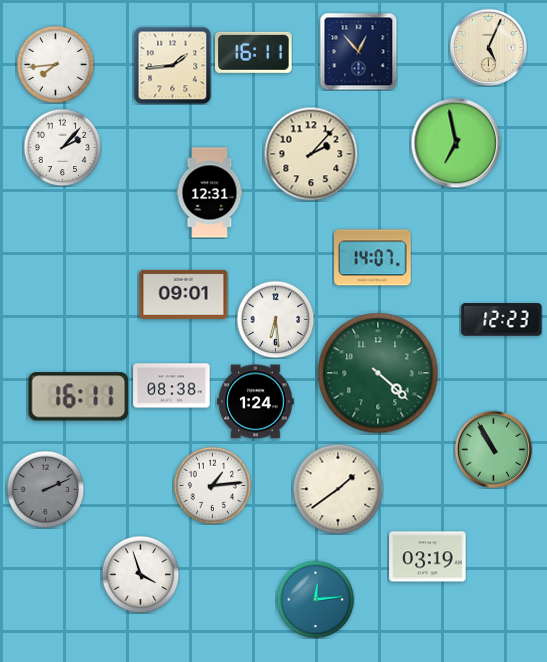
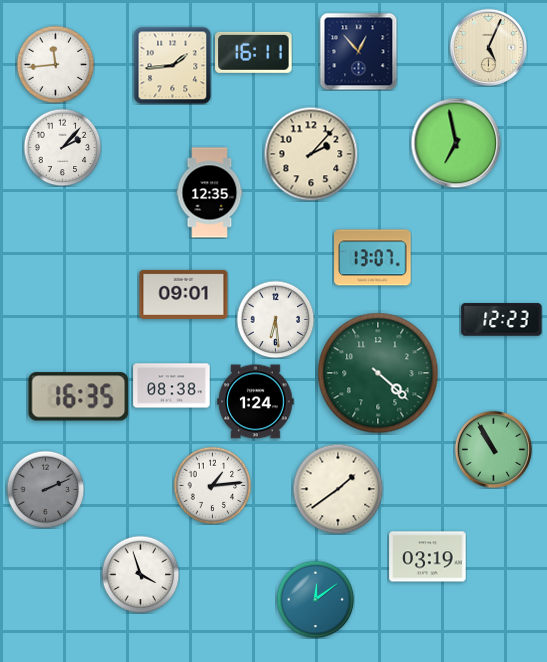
clock at (55, 64): 7:44 -> 11:44
clock at (210, 193): 12:31 -> 12:35
clock at (373, 258): 14:07 -> 13:07
clock at (79, 397): 16:11 -> 16:35
clock at (315, 599): 12:14 -> 12:09
